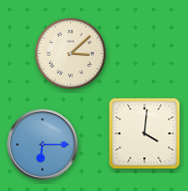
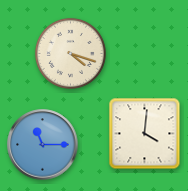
clock at (70, 53): 3:08 -> 4:18
clock at (43, 145): 6:15 -> 11:15
